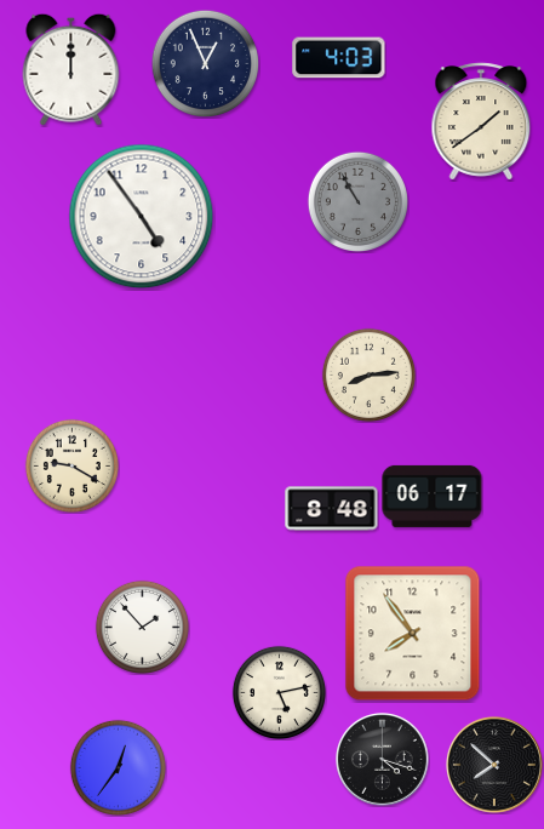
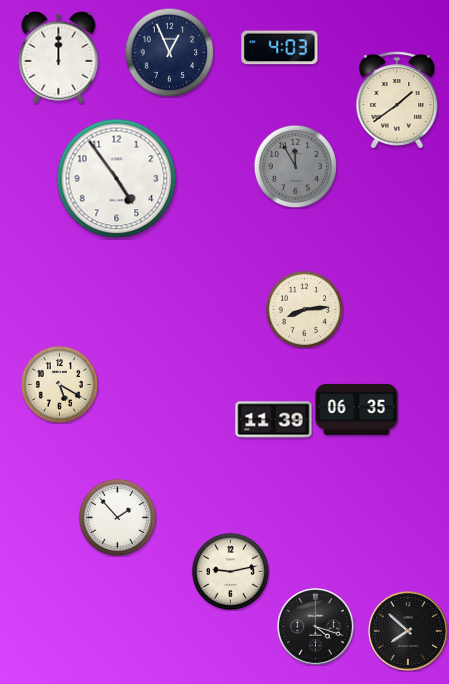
clock at (357, 201): 10:55 -> 11:55
clock at (71, 465): 9:20 -> 5:20
clock at (433, 496): 06:17 -> 06:35
clock at (332, 509): 8:48 -> 11:39
clock at (413, 634): 7:54 -> none
clock at (279, 692): 5:13 -> 9:13
clock at (118, 767): 12:36 -> none
